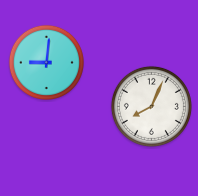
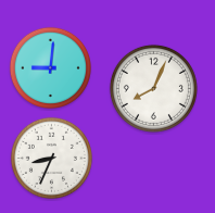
clock at (151, 106) position: (151, 106) -> (153, 88)
clock at (51, 158): none -> 8:34
